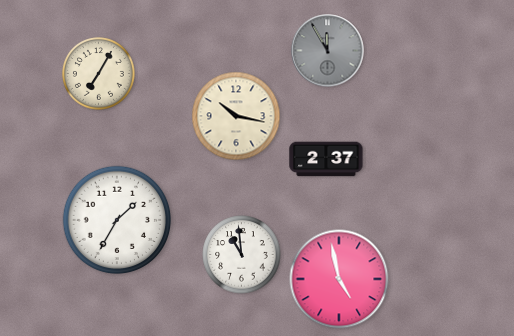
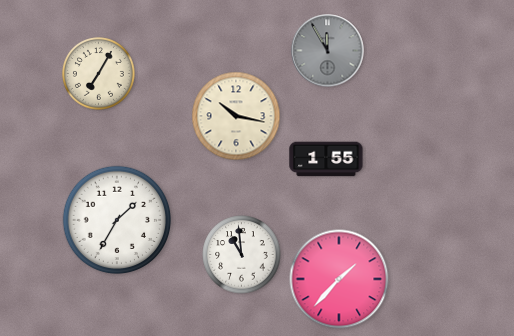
clock at (326, 159): 2:37 -> 1:55
clock at (339, 279): 4:58 -> 1:37
